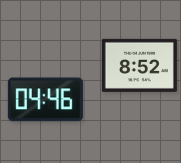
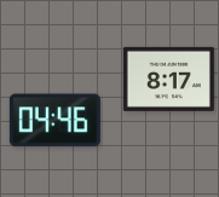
clock at (139, 65): 8:52 -> 8:17
